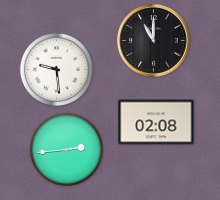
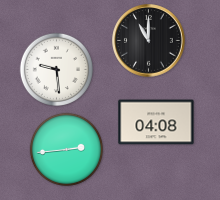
clock at (154, 41) position: (154, 41) -> (149, 41)
clock at (156, 122): 02:08 -> 04:08
